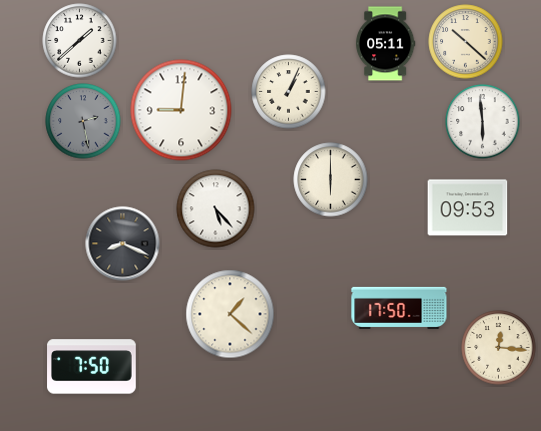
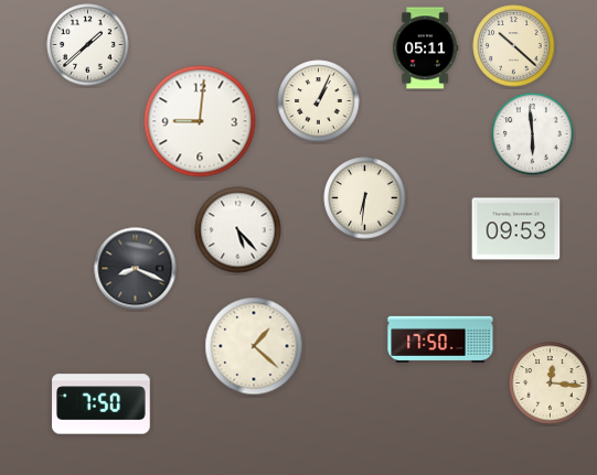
clock at (83, 121): 2:28 -> none
clock at (331, 180): 6:00 -> 6:31
